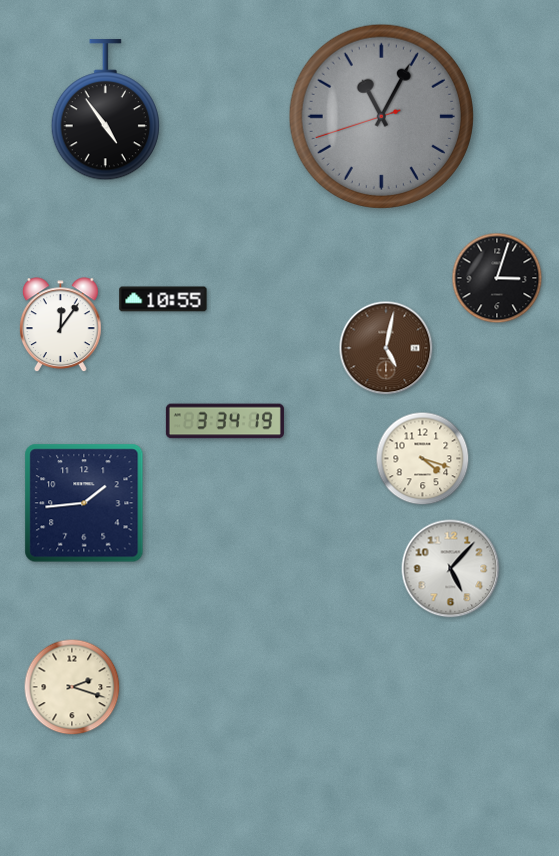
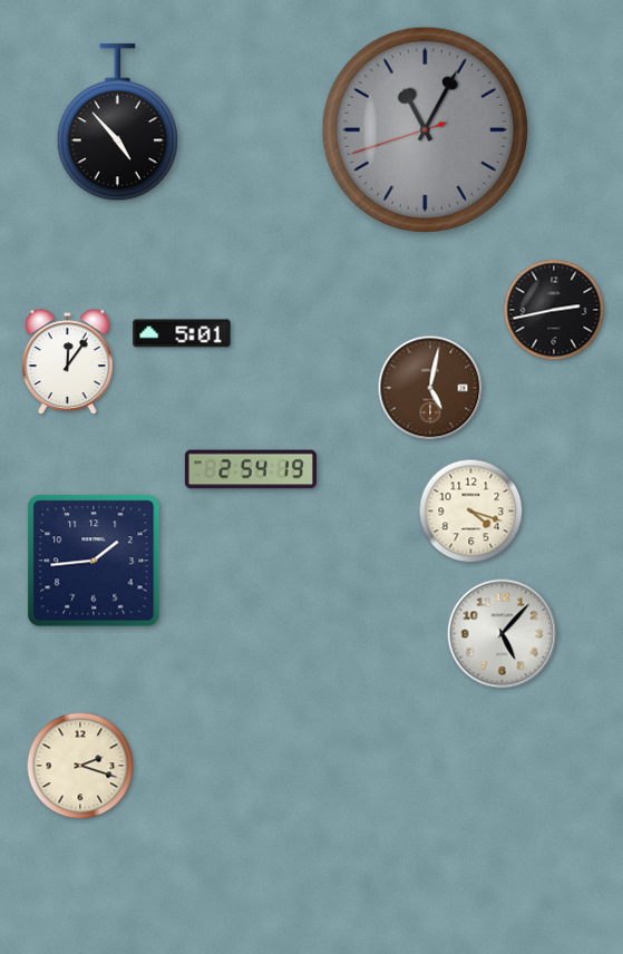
clock at (105, 110): 4:54 -> 4:53
clock at (497, 278): 3:03 -> 2:43
clock at (163, 299): 10:55 -> 5:01
clock at (225, 421): 3:34 -> 2:54
